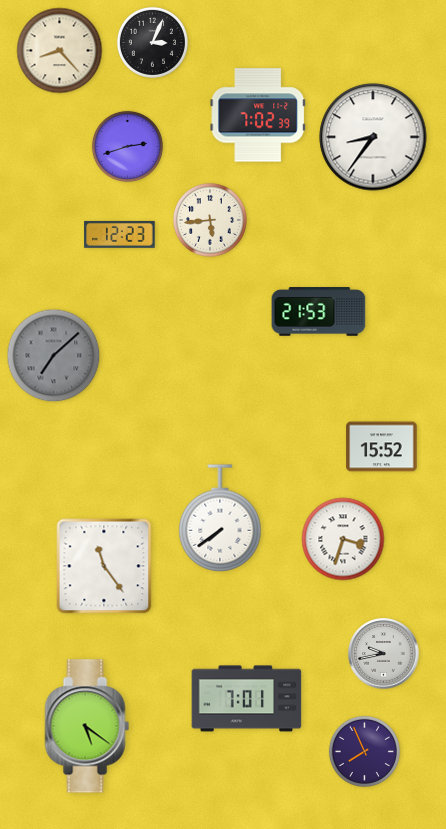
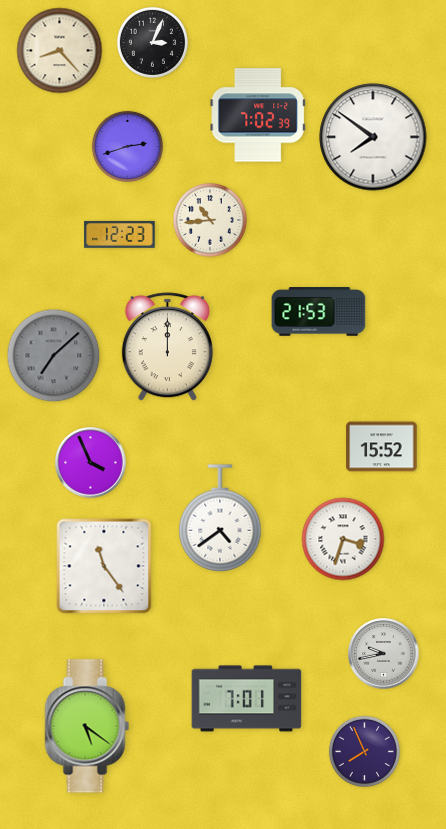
clock at (373, 137): 8:36 -> 7:51
clock at (211, 221): 5:44 -> 10:44
clock at (167, 347): none -> 12:00
clock at (91, 463): none -> 3:56
clock at (220, 518): 7:39 -> 4:39
